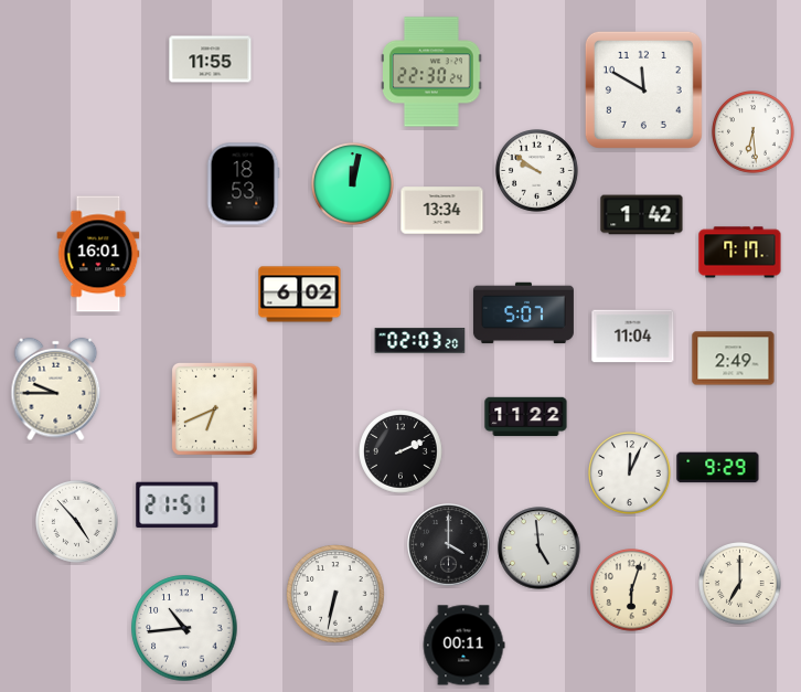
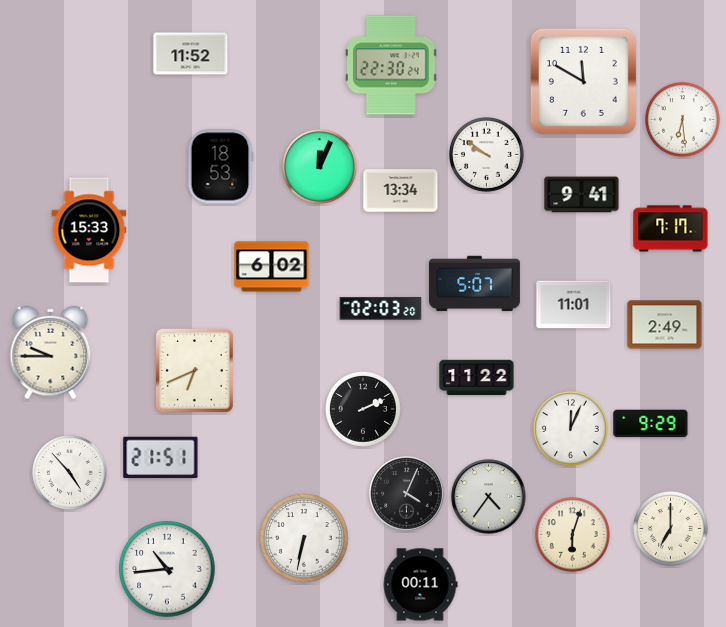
clock at (211, 60): 11:55 -> 11:52
clock at (353, 184): 12:02 -> 12:04
clock at (642, 215): 1:42 -> 9:41
clock at (98, 254): 16:01 -> 15:33
clock at (633, 337): 11:04 -> 11:01
clock at (449, 545): 4:00 -> 4:04
clock at (540, 549): 4:59 -> 4:36
